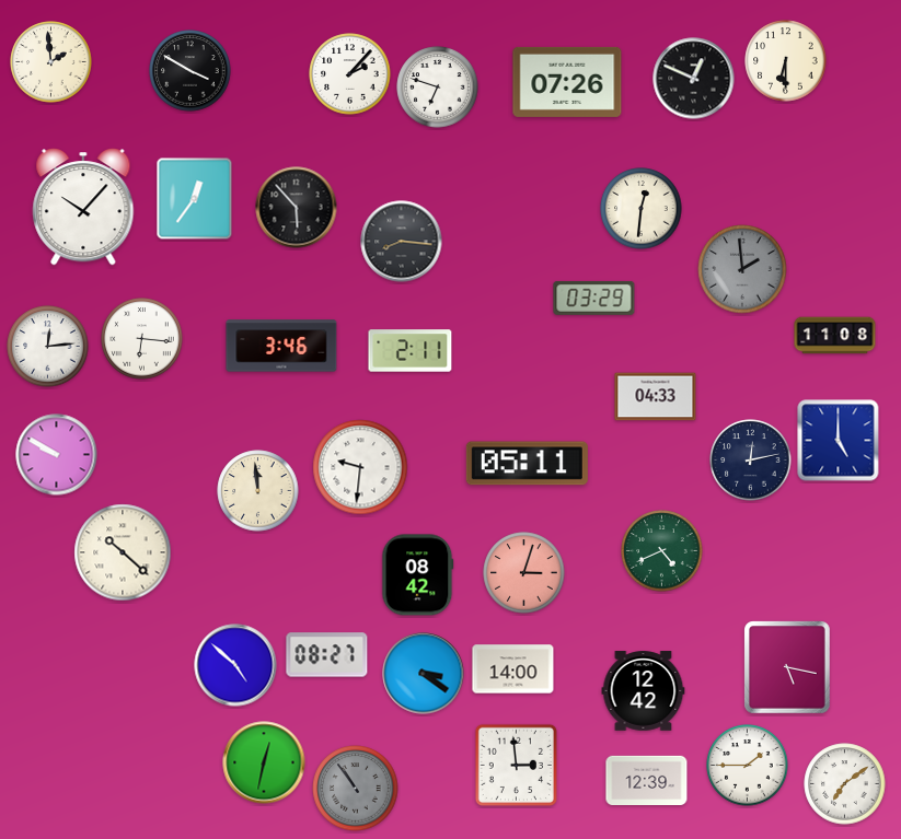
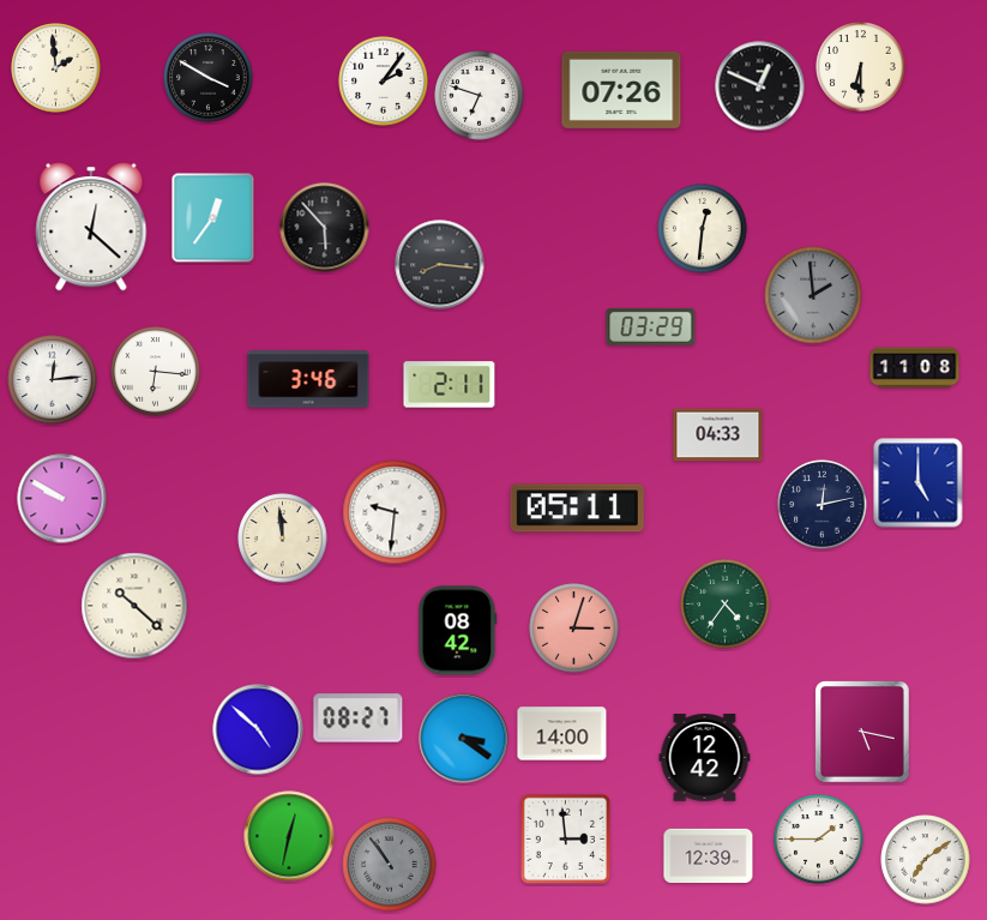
clock at (350, 74): 2:07 -> 2:06
clock at (83, 208): 10:07 -> 12:22
clock at (662, 551): 4:41 -> 4:36
